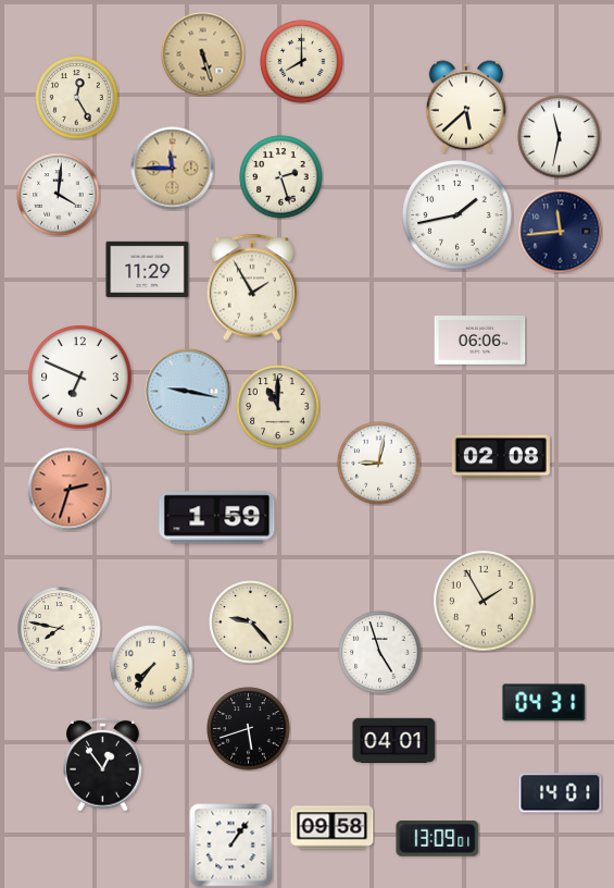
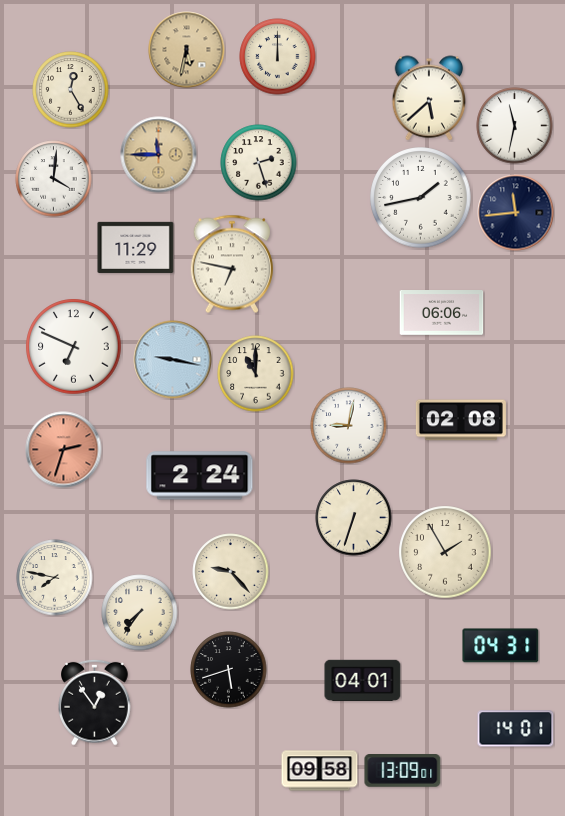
clock at (203, 54): 5:27 -> 5:32
clock at (302, 62): 8:00 -> 12:00
clock at (252, 287): 1:55 -> 6:47
clock at (217, 518): 1:59 -> 2:24
clock at (354, 518): none -> 6:33
clock at (380, 653): 4:57 -> none
clock at (333, 828) position: (333, 828) -> (320, 771)
clock at (231, 846): 1:06 -> none
